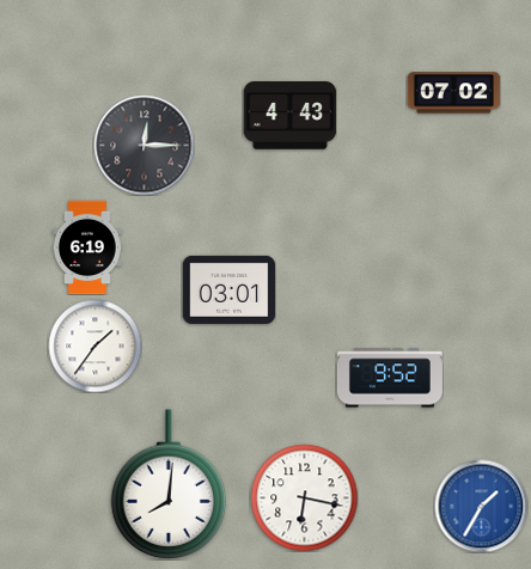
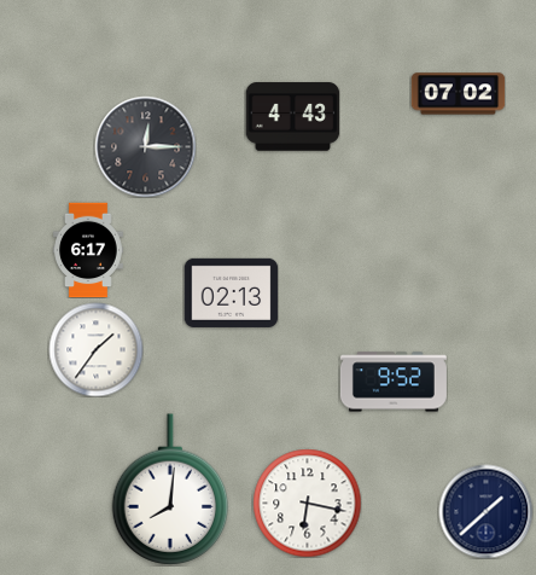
clock at (89, 247): 6:19 -> 6:17
clock at (228, 289): 03:01 -> 02:13
clock at (481, 506): 1:35 -> 1:38
clock at (481, 506) dial: blue -> navy
